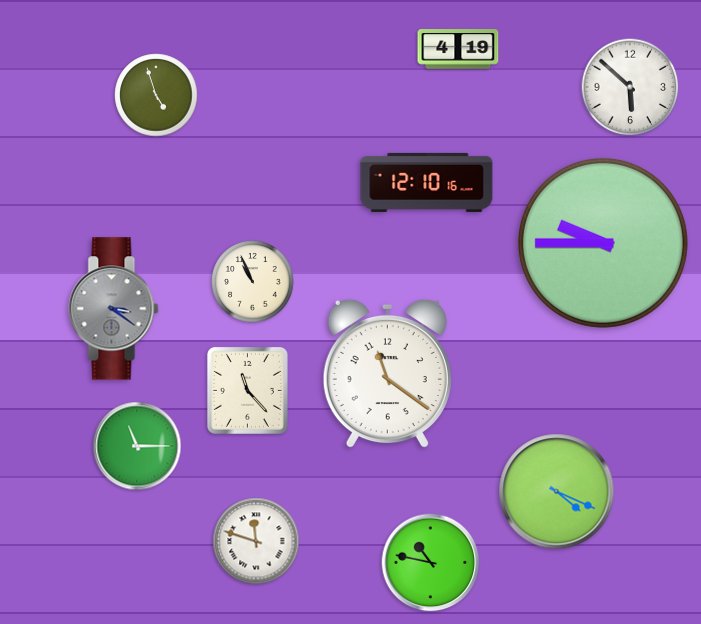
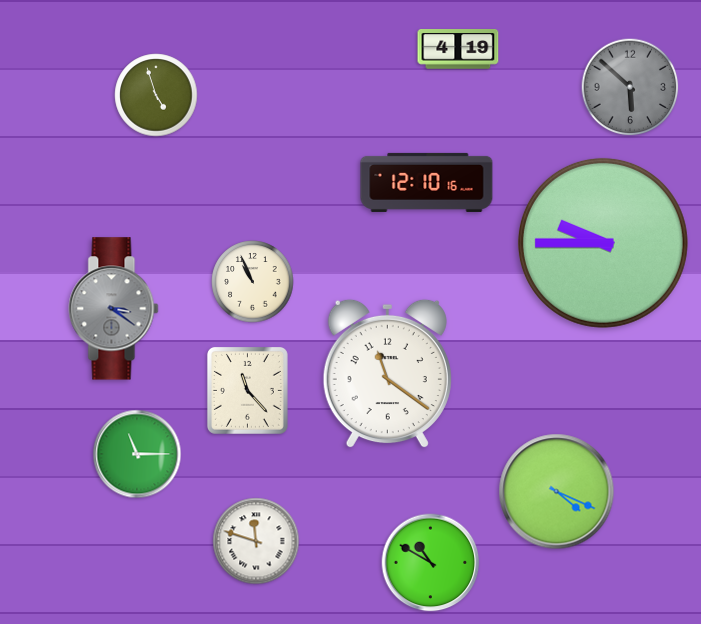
clock at (630, 87) dial: white -> grey
clock at (137, 446) position: (137, 446) -> (137, 454)
clock at (431, 563): 10:47 -> 10:50
